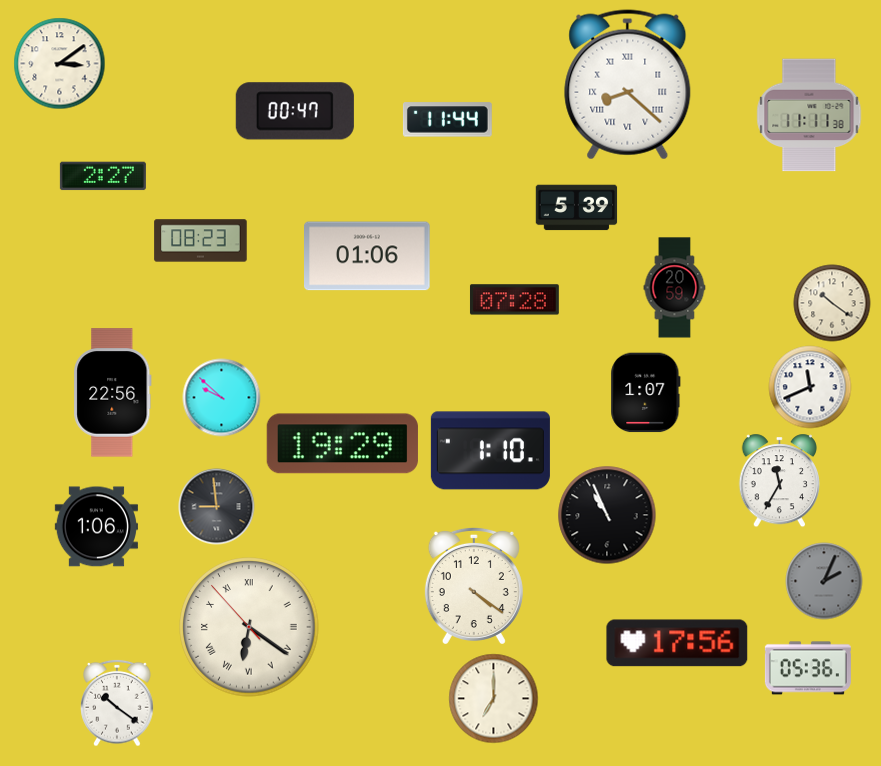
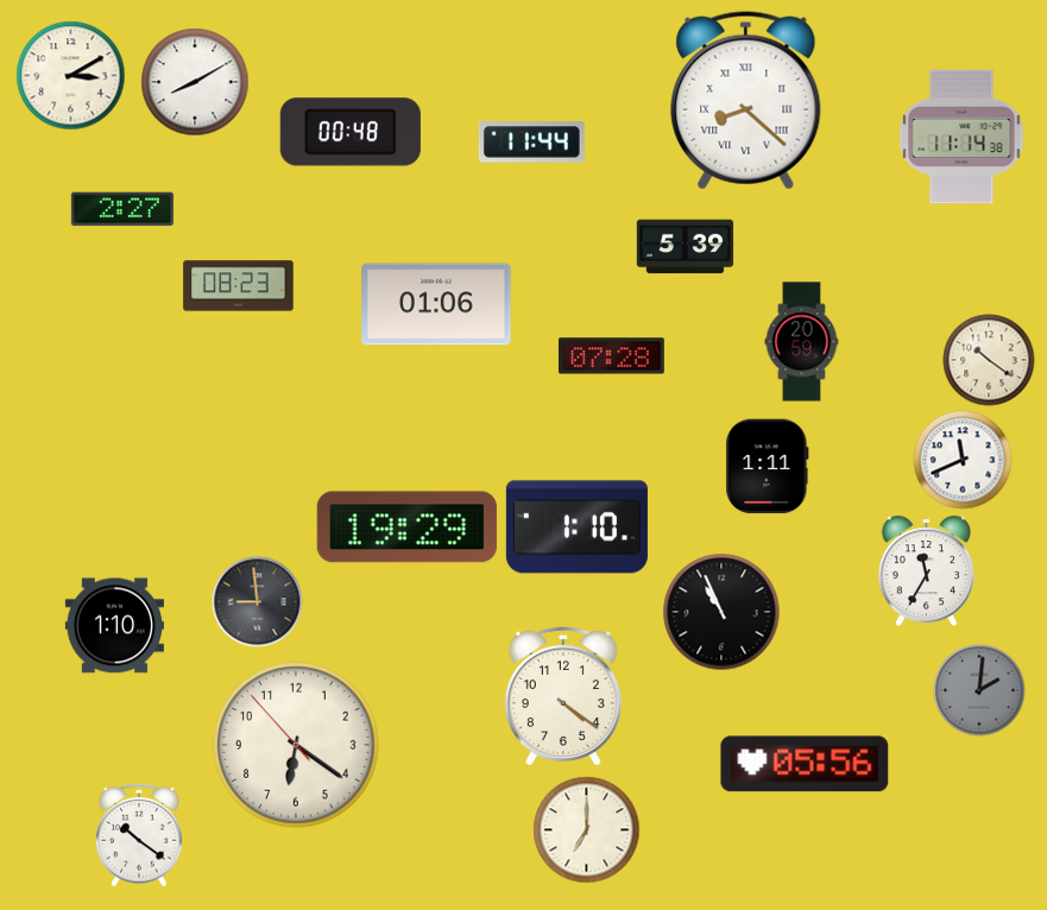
clock at (60, 64): 3:09 -> 3:10
clock at (195, 82): none -> 8:10
clock at (295, 111): 00:47 -> 00:48
clock at (809, 115): 11:11 -> 11:14
clock at (113, 393): 22:56 -> none
clock at (646, 393): 1:07 -> 1:11
clock at (222, 398): 9:52 -> none
clock at (490, 451) position: (490, 451) -> (576, 527)
clock at (96, 527): 1:06 -> 1:10
clock at (824, 581): 2:04 -> 2:01
clock at (249, 627) numerals: Roman -> Arabic
clock at (677, 643): 17:56 -> 05:56
clock at (808, 668): 05:36 -> none
